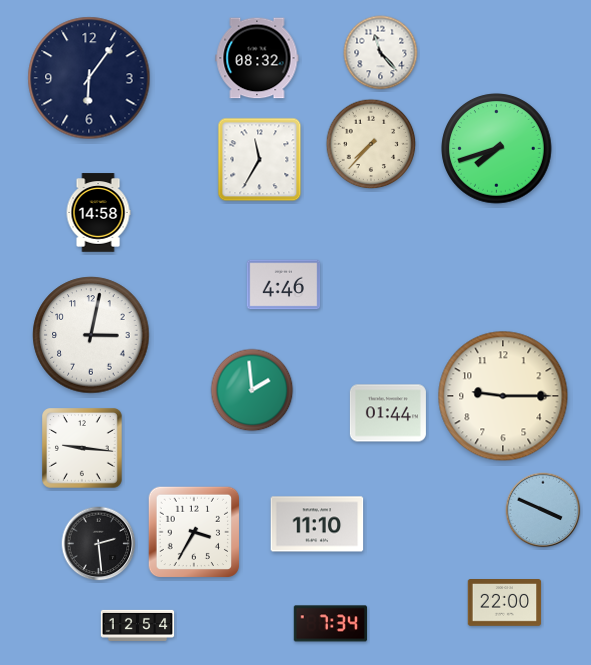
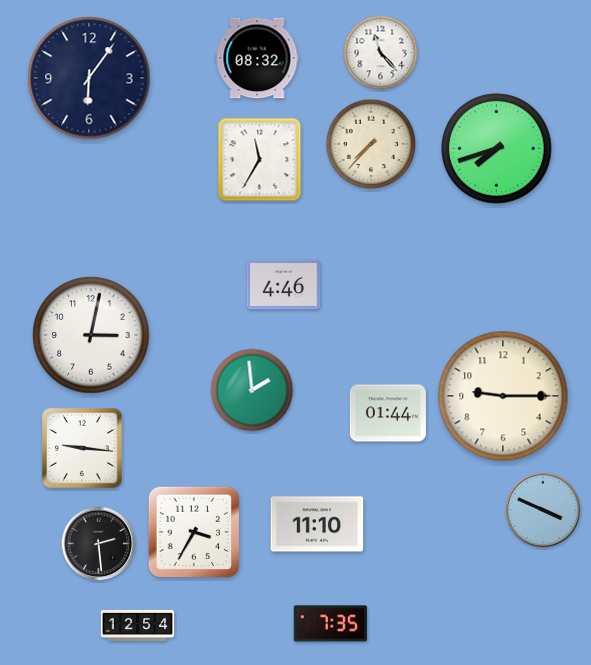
clock at (98, 213): 14:58 -> none
clock at (505, 603): 22:00 -> none
clock at (331, 624): 7:34 -> 7:35
